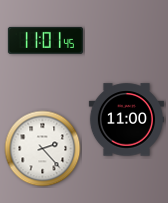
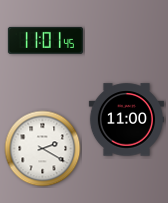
clock at (43, 149): 2:23 -> 2:20
